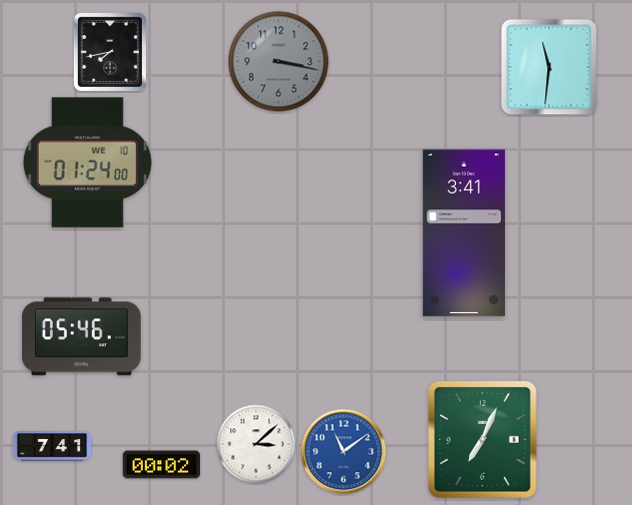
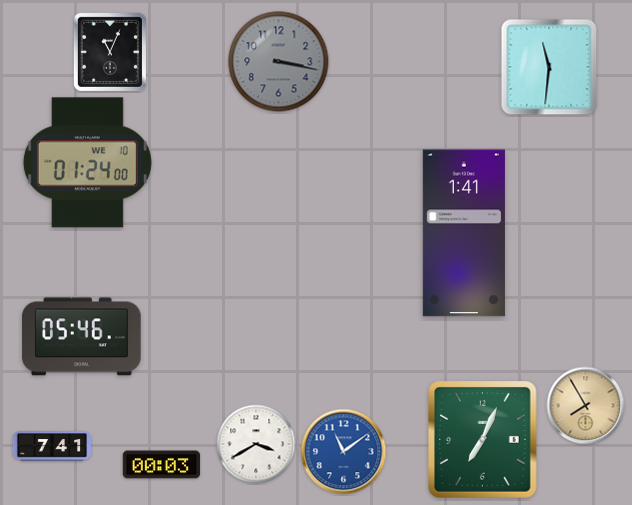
clock at (110, 52): 7:43 -> 11:04
clock at (464, 233): 3:41 -> 1:41
clock at (586, 406): none -> 7:55
clock at (256, 444): 3:08 -> 3:40
clock at (162, 465): 00:02 -> 00:03
